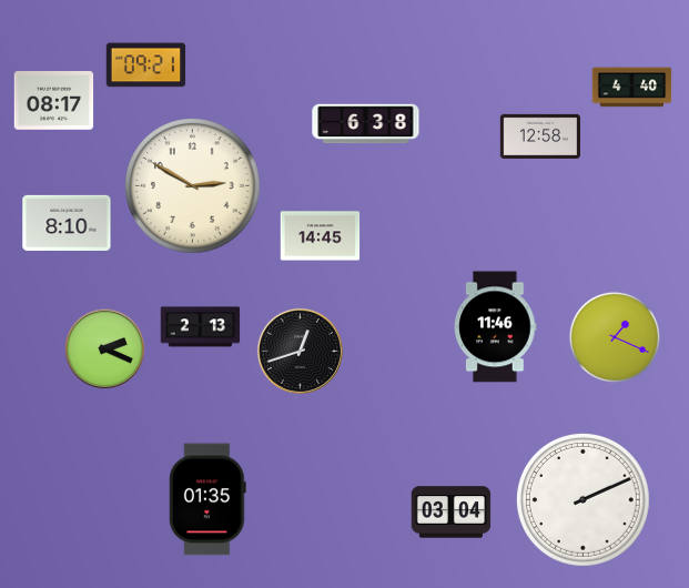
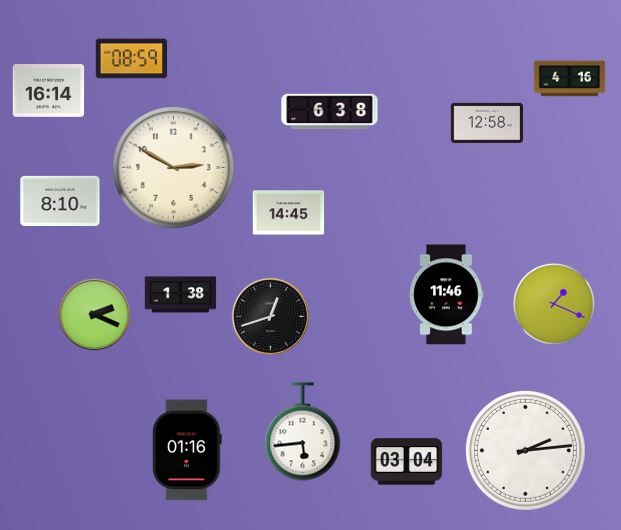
clock at (146, 65): 09:21 -> 08:59
clock at (632, 88): 4:40 -> 4:16
clock at (54, 101): 08:17 -> 16:14
clock at (201, 327): 2:13 -> 1:38
clock at (303, 432): none -> 5:44
clock at (207, 499): 01:35 -> 01:16
clock at (582, 499): 2:11 -> 2:14
